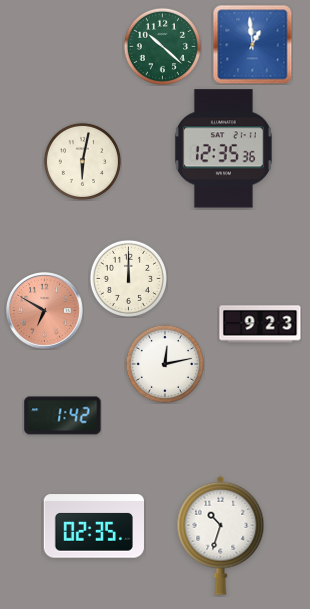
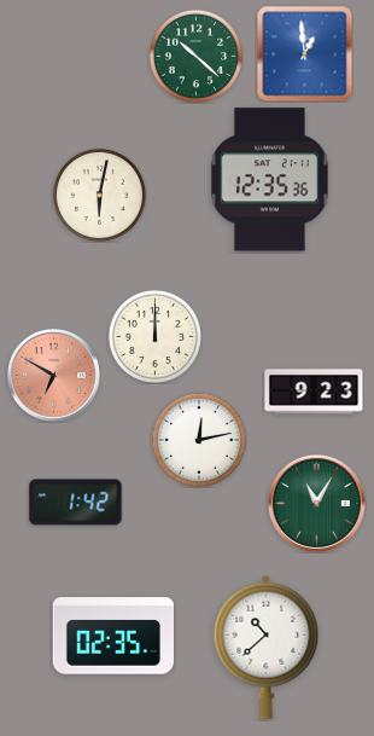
clock at (316, 503): none -> 11:05
clock at (221, 535): 10:33 -> 10:38
